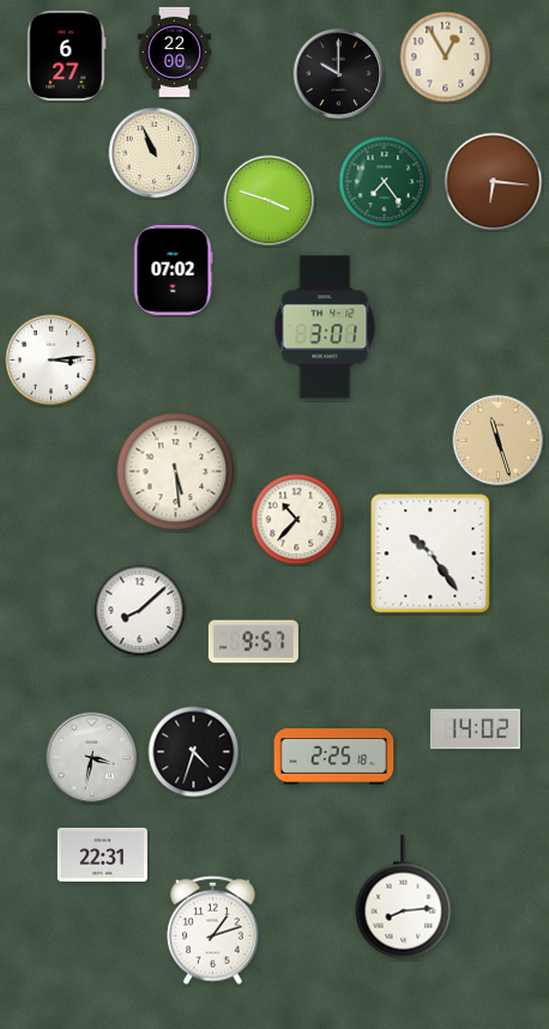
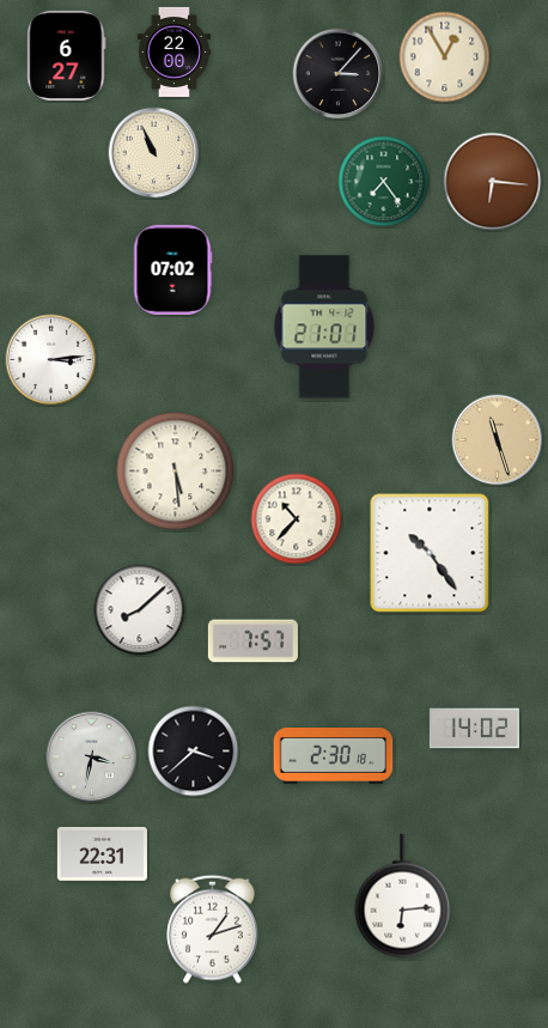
clock at (339, 74): 10:00 -> 3:07
clock at (270, 201): 3:48 -> none
clock at (325, 327): 3:01 -> 21:01
clock at (253, 642): 9:57 -> 7:57
clock at (194, 752): 4:33 -> 3:38
clock at (334, 757): 2:25 -> 2:30
clock at (404, 897): 8:14 -> 6:14
